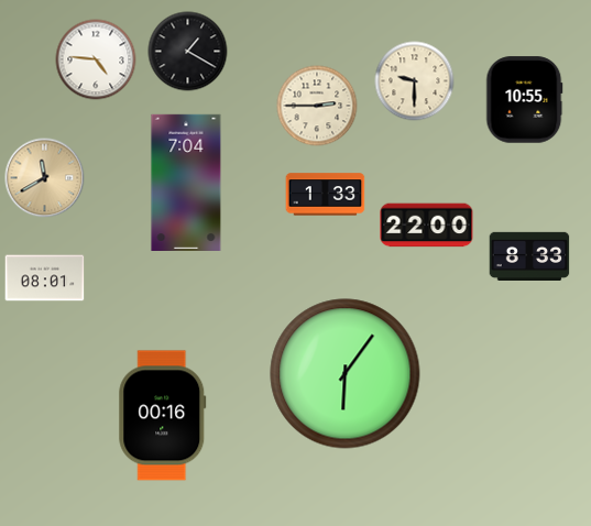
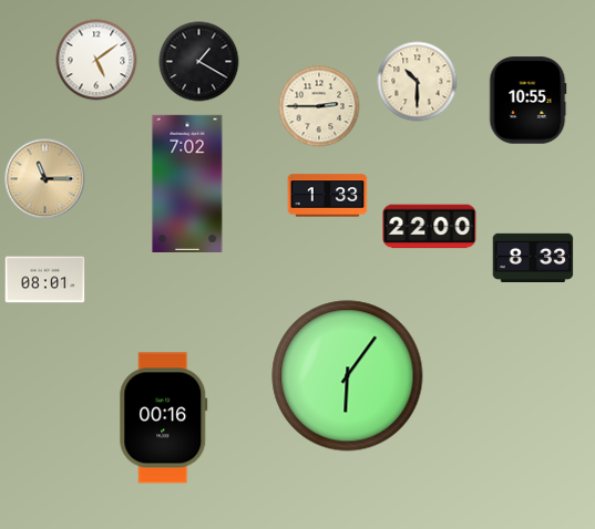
clock at (188, 52) position: (188, 52) -> (199, 62)
clock at (96, 59): 4:46 -> 5:09
clock at (415, 81): 9:30 -> 10:30
clock at (45, 178): 11:40 -> 11:15
clock at (186, 182): 7:04 -> 7:02
